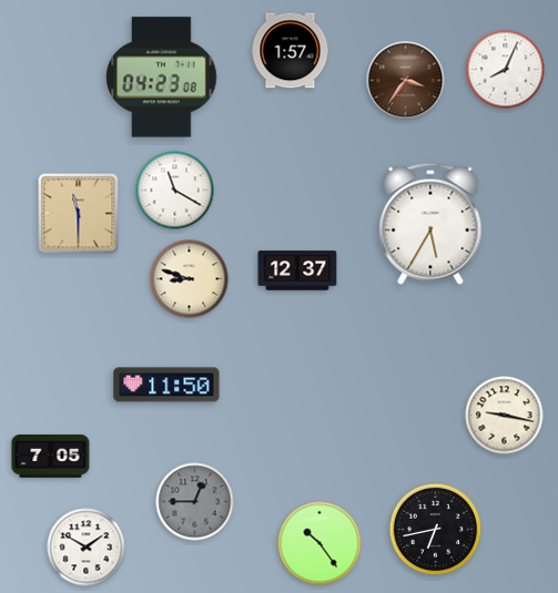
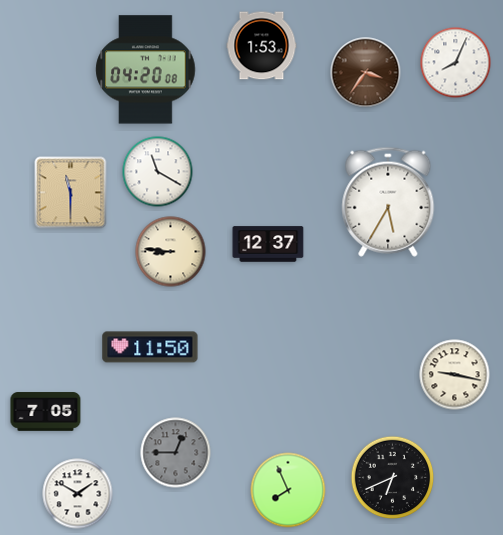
clock at (291, 51): 1:57 -> 1:53
clock at (162, 78): 04:23 -> 04:20
clock at (190, 279): 8:48 -> 8:46
clock at (436, 530): 6:43 -> 6:41
clock at (319, 543): 10:24 -> 7:56
